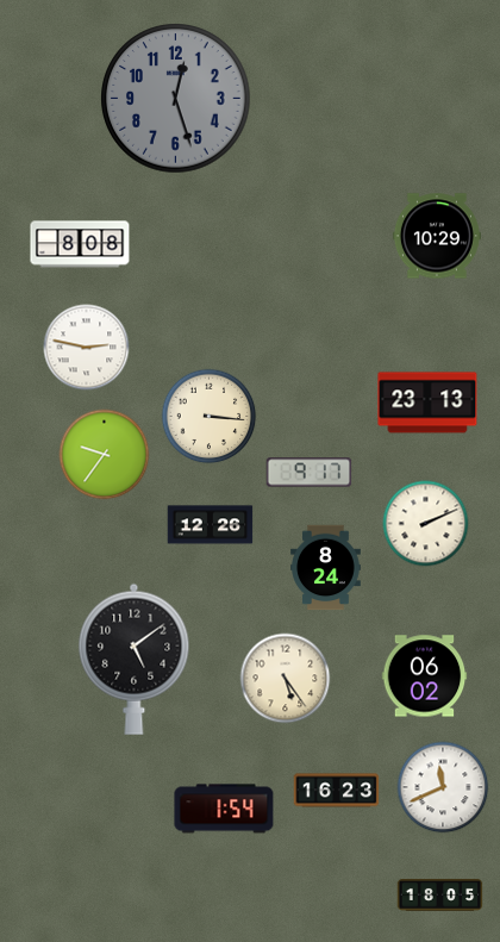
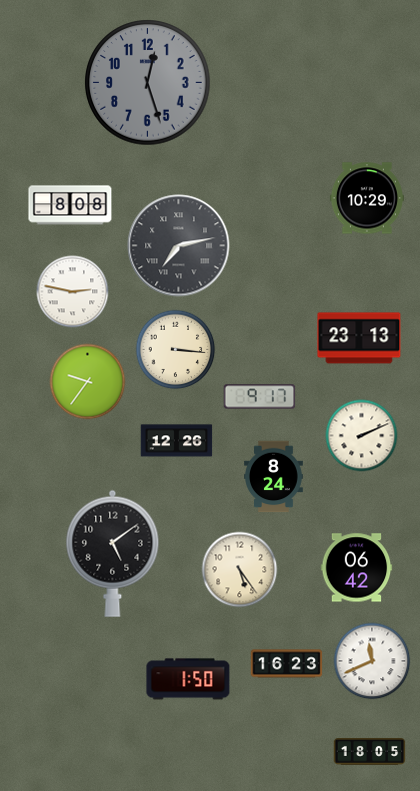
clock at (80, 244) position: (80, 244) -> (70, 205)
clock at (179, 246): none -> 7:13
clock at (426, 524) position: (426, 524) -> (362, 436)
clock at (425, 676): 06:02 -> 06:42
clock at (337, 791) position: (337, 791) -> (287, 664)
clock at (224, 809): 1:54 -> 1:50
